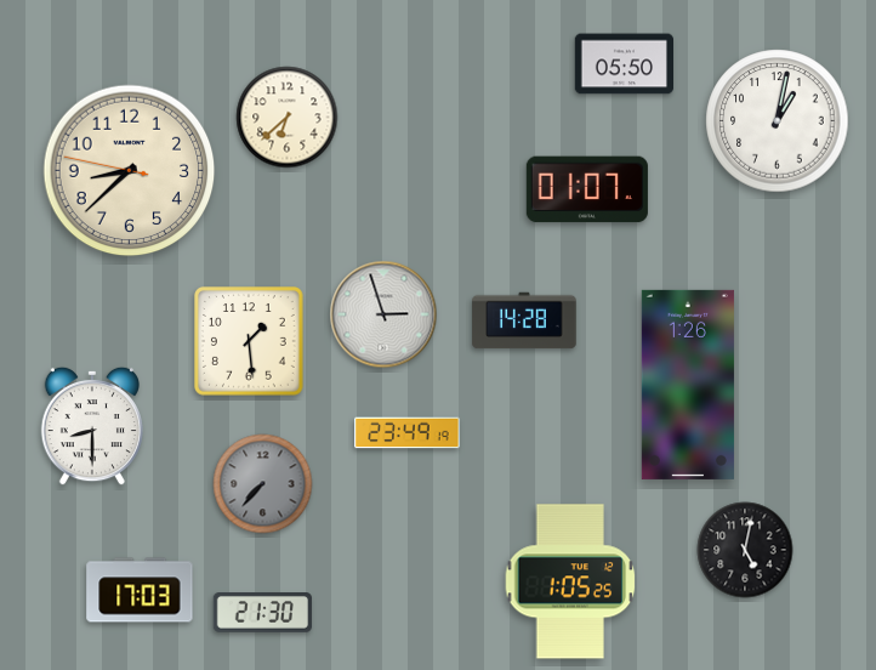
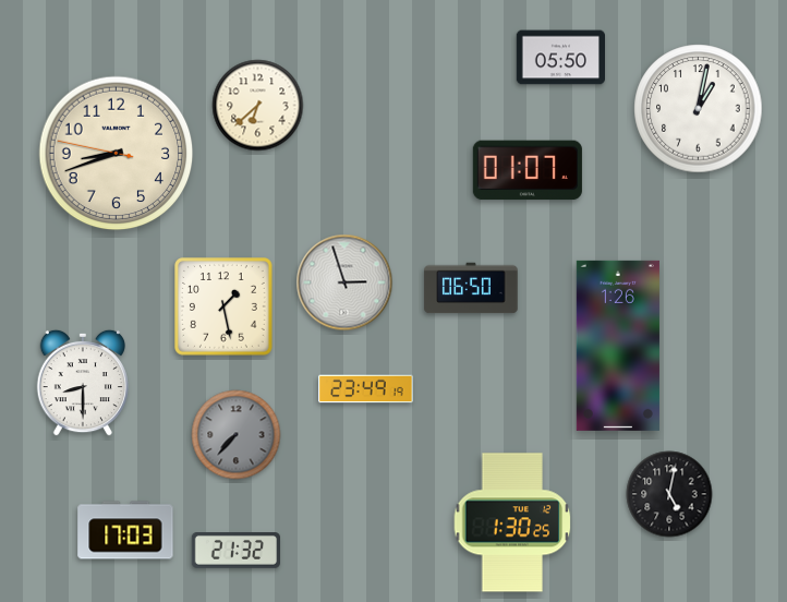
clock at (130, 171): 8:37 -> 8:41
clock at (524, 320): 14:28 -> 06:50
clock at (250, 342): 1:29 -> 1:28
clock at (570, 581): 1:05 -> 1:30
clock at (262, 613): 21:30 -> 21:32
